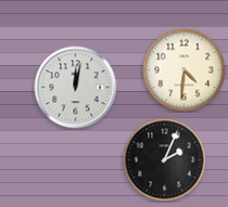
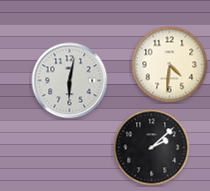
clock at (76, 88): 12:02 -> 6:02
clock at (165, 160): 2:04 -> 2:08
